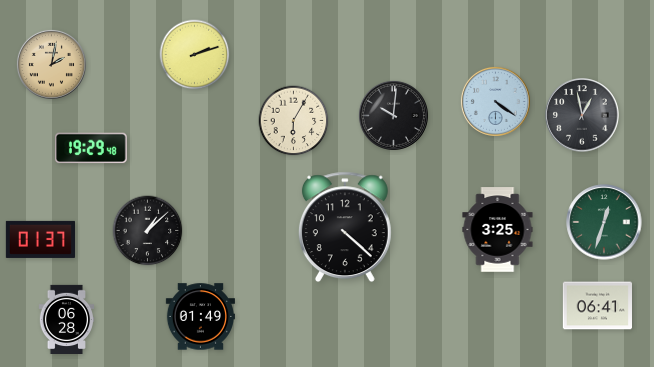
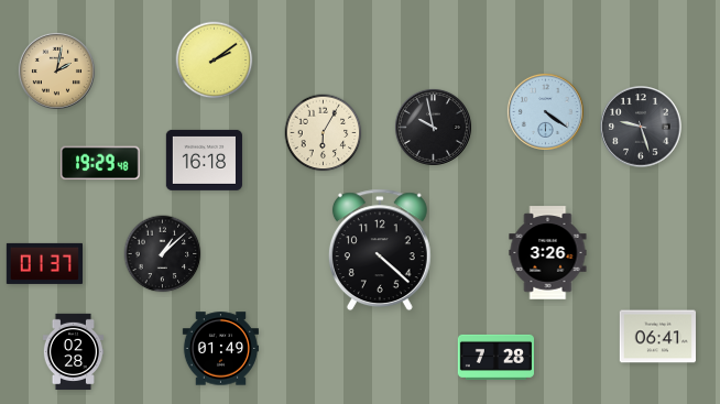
clock at (195, 55): 2:12 -> 2:09
clock at (393, 115): 10:01 -> 9:58
clock at (582, 115): 12:58 -> 9:27
clock at (204, 160): none -> 16:18
clock at (604, 222): 12:33 -> none
clock at (498, 230): 3:25 -> 3:26
clock at (67, 319): 06:28 -> 02:28
clock at (495, 357): none -> 7:28
